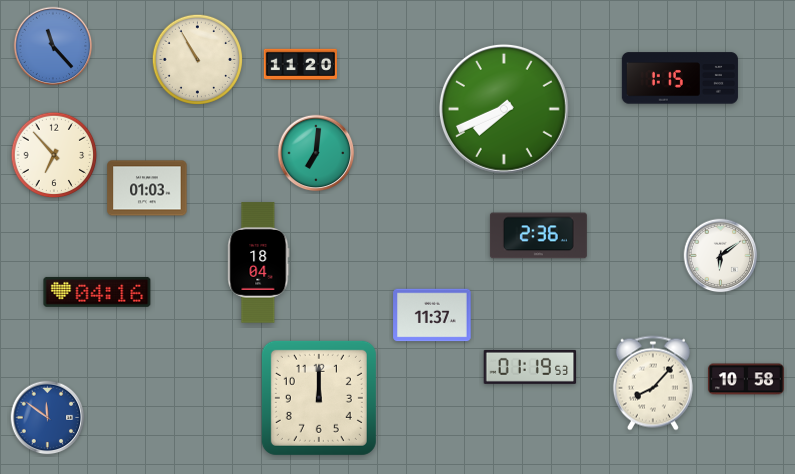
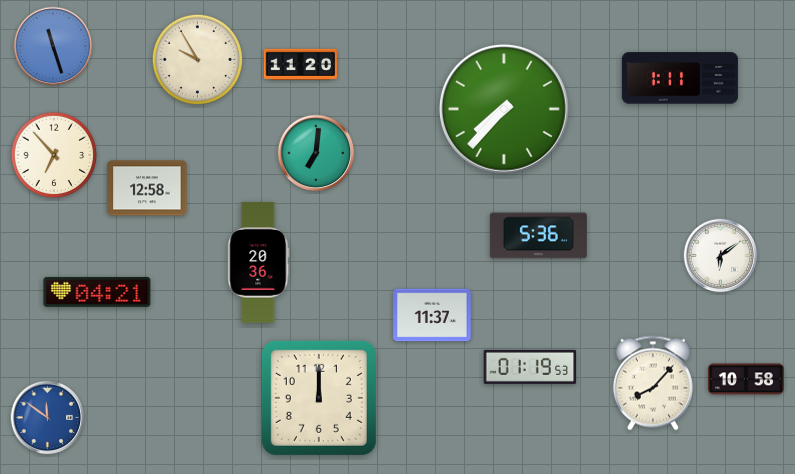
clock at (53, 46): 11:23 -> 11:27
clock at (197, 59): 10:55 -> 9:55
clock at (680, 78): 1:15 -> 1:11
clock at (504, 109): 7:41 -> 7:37
clock at (147, 188): 01:03 -> 12:58
clock at (538, 236): 2:36 -> 5:36
clock at (259, 263): 18:04 -> 20:36
clock at (97, 292): 04:16 -> 04:21
